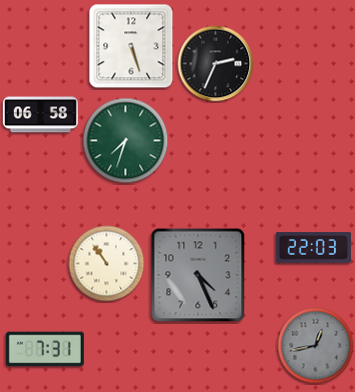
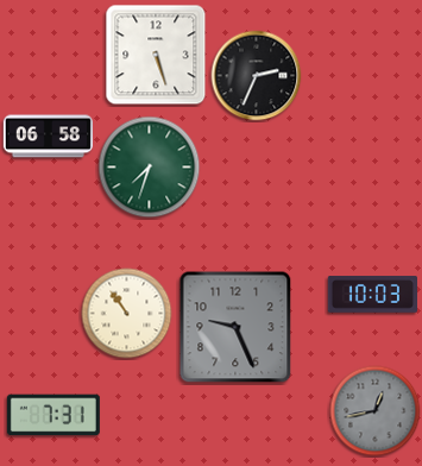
clock at (313, 248): 22:03 -> 10:03
clock at (198, 275): 4:26 -> 9:26
